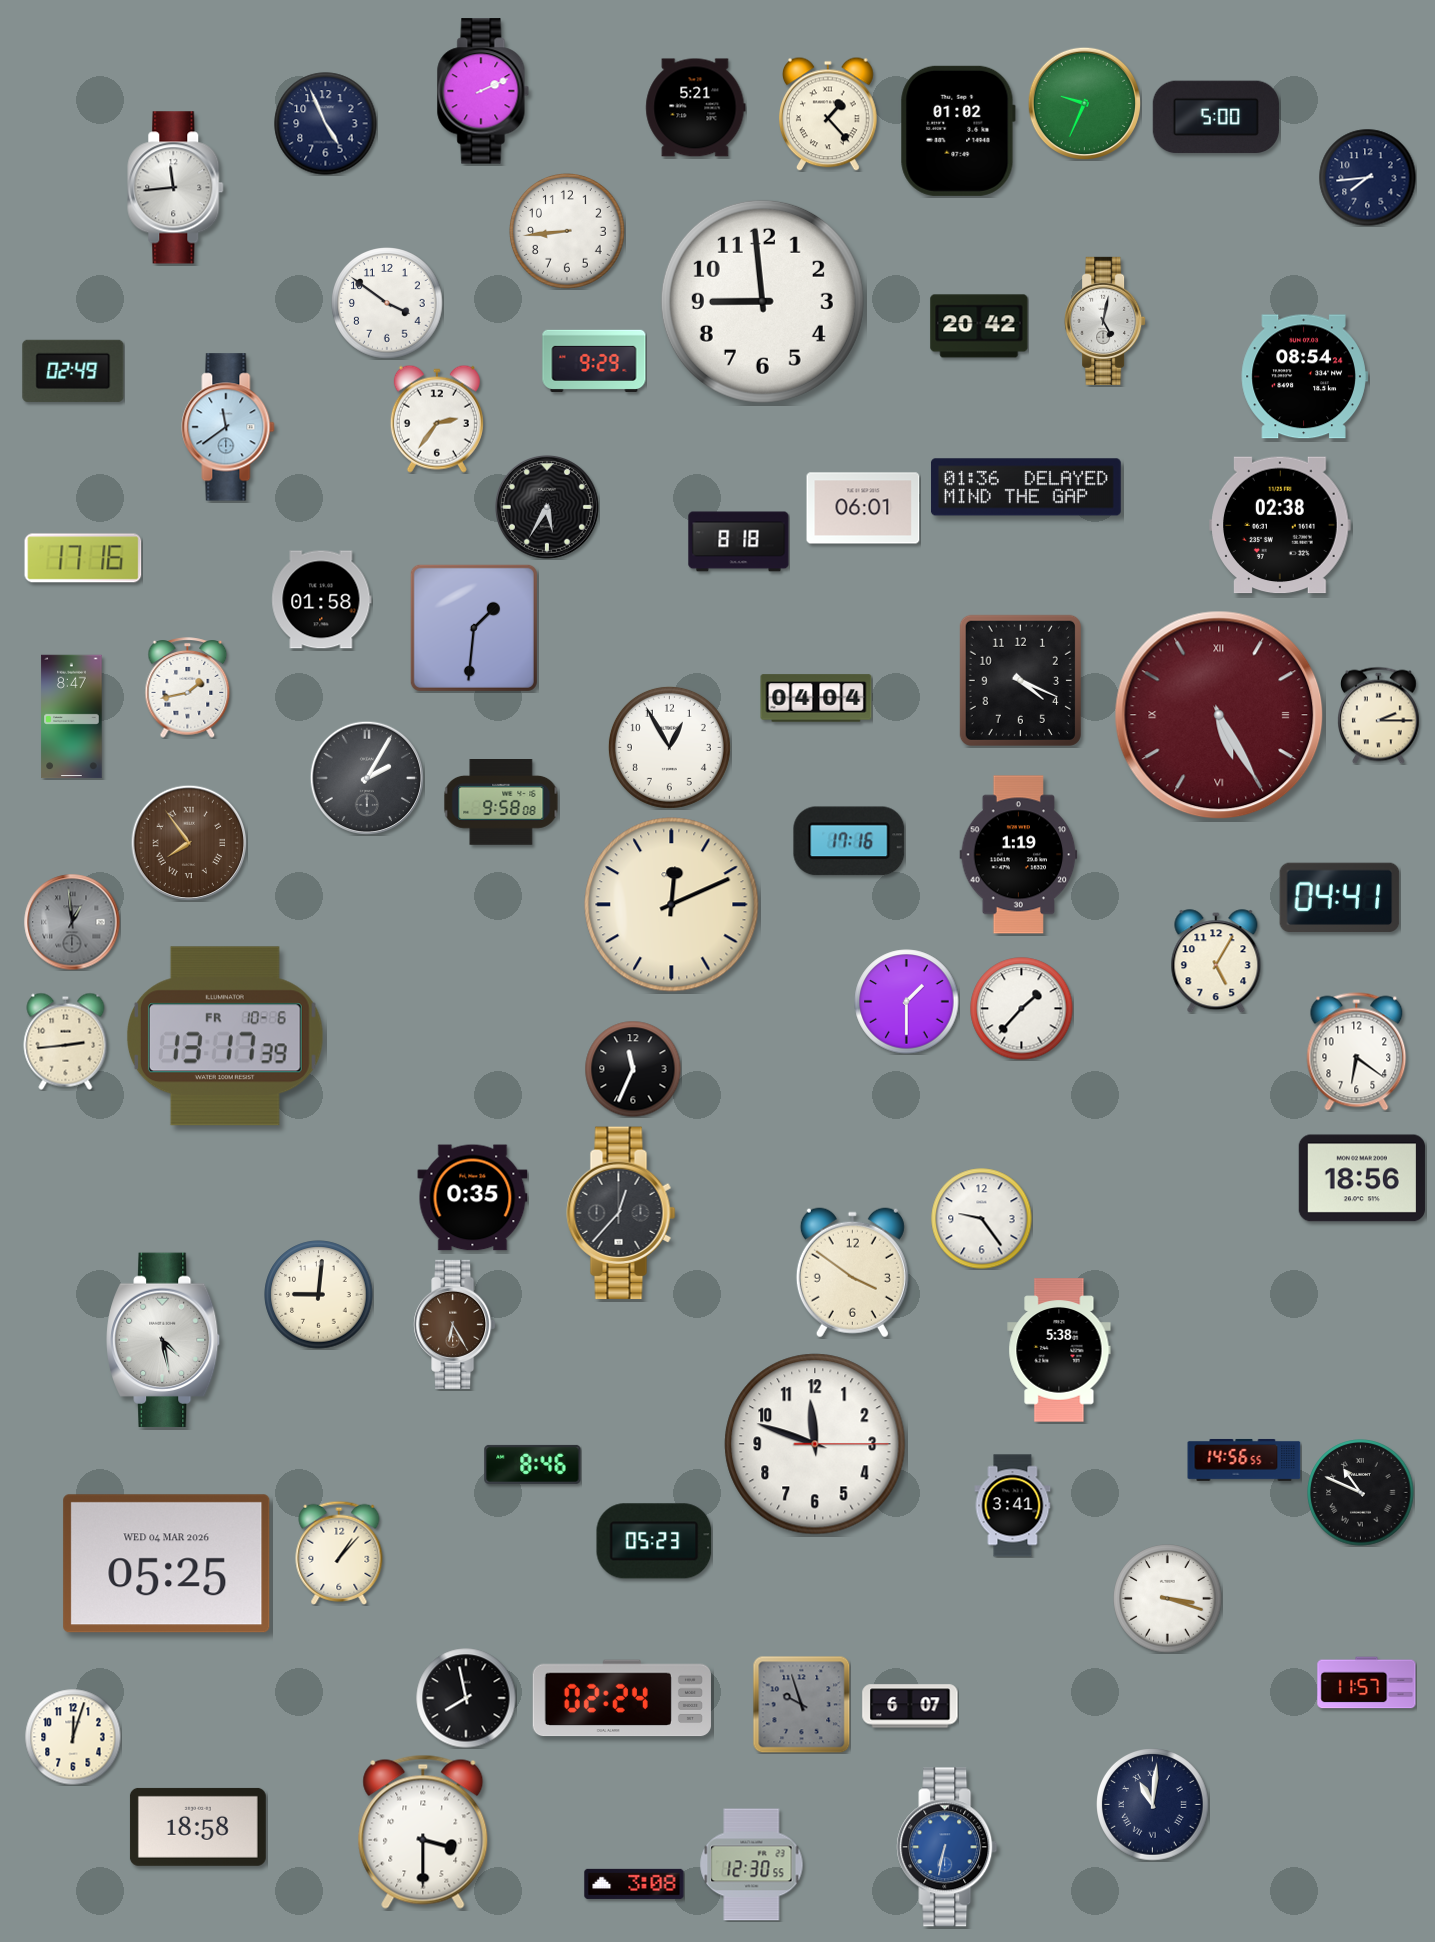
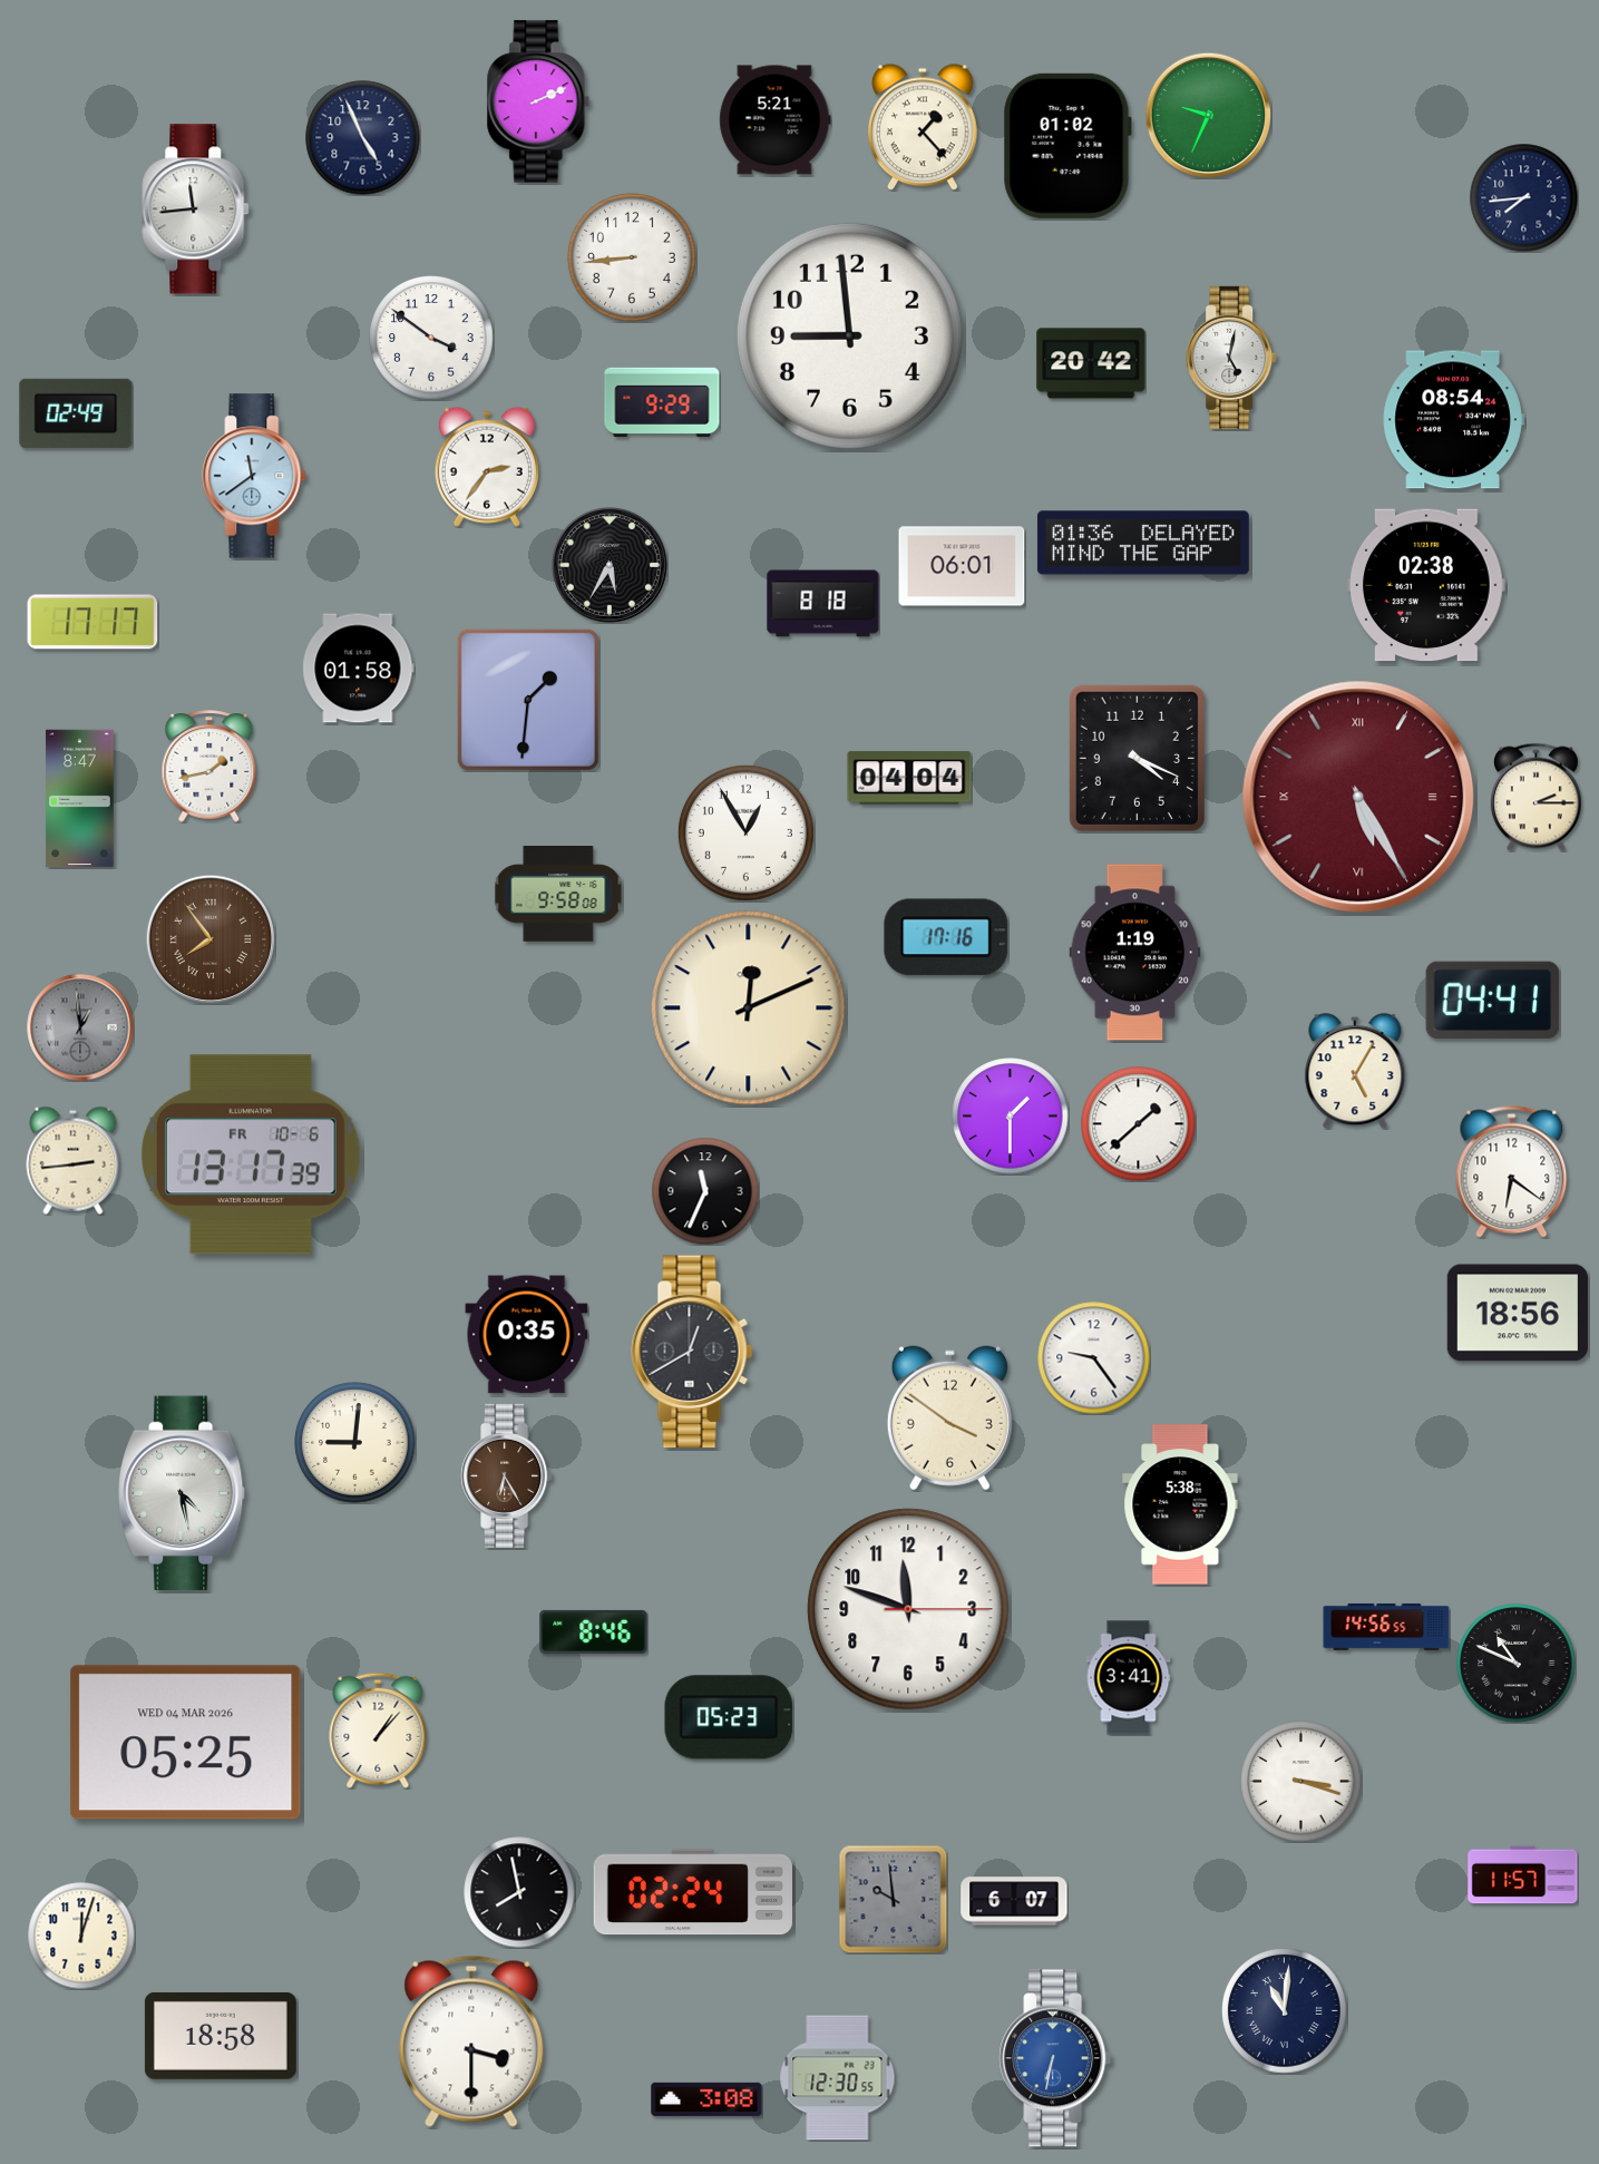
clock at (1216, 117): 5:00 -> none
clock at (73, 371) position: (73, 371) -> (76, 413)
clock at (83, 558): 17:16 -> 17:17
clock at (366, 777): 2:05 -> none
clock at (1022, 1009): 1:37 -> 1:38
clock at (621, 1213): 12:37 -> 12:40
clock at (801, 1704): 9:57 -> 9:59
